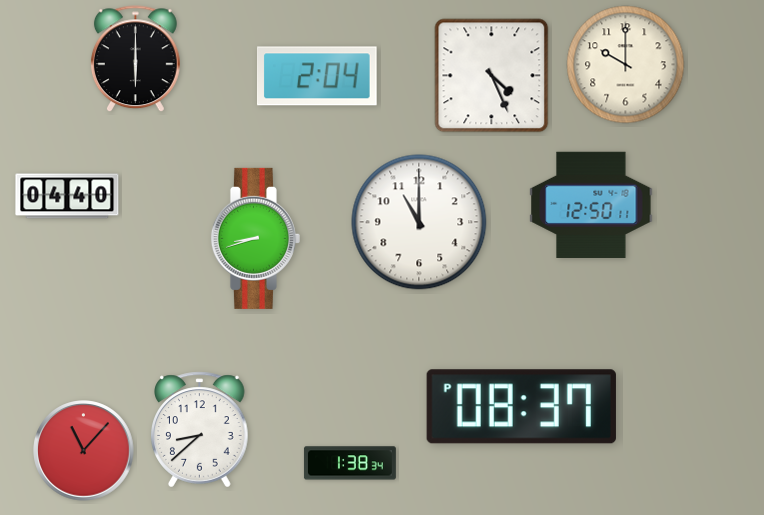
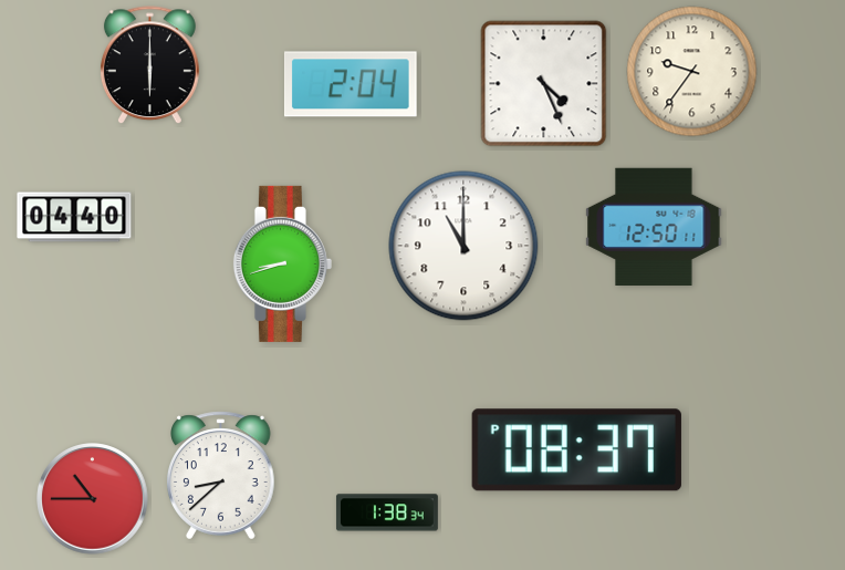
clock at (626, 65): 10:00 -> 9:36
clock at (84, 451): 11:07 -> 10:45
